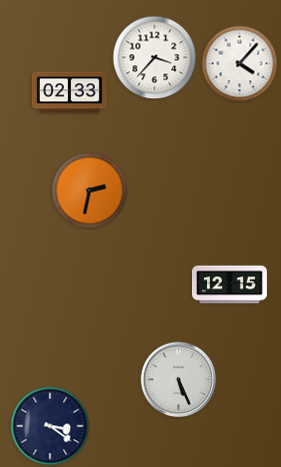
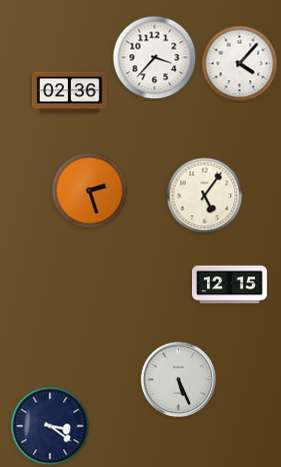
clock at (69, 93): 02:33 -> 02:36
clock at (90, 191): 2:32 -> 2:27
clock at (205, 196): none -> 5:06
